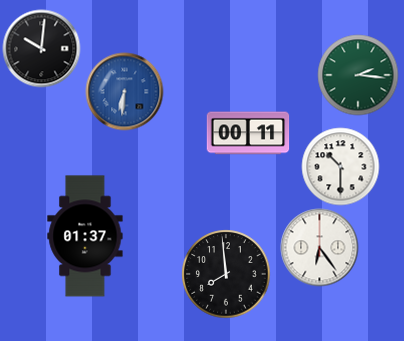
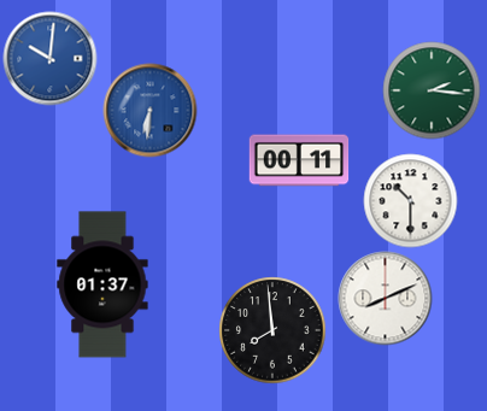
clock at (41, 48) dial: black -> blue
clock at (319, 247): 6:24 -> 8:11
